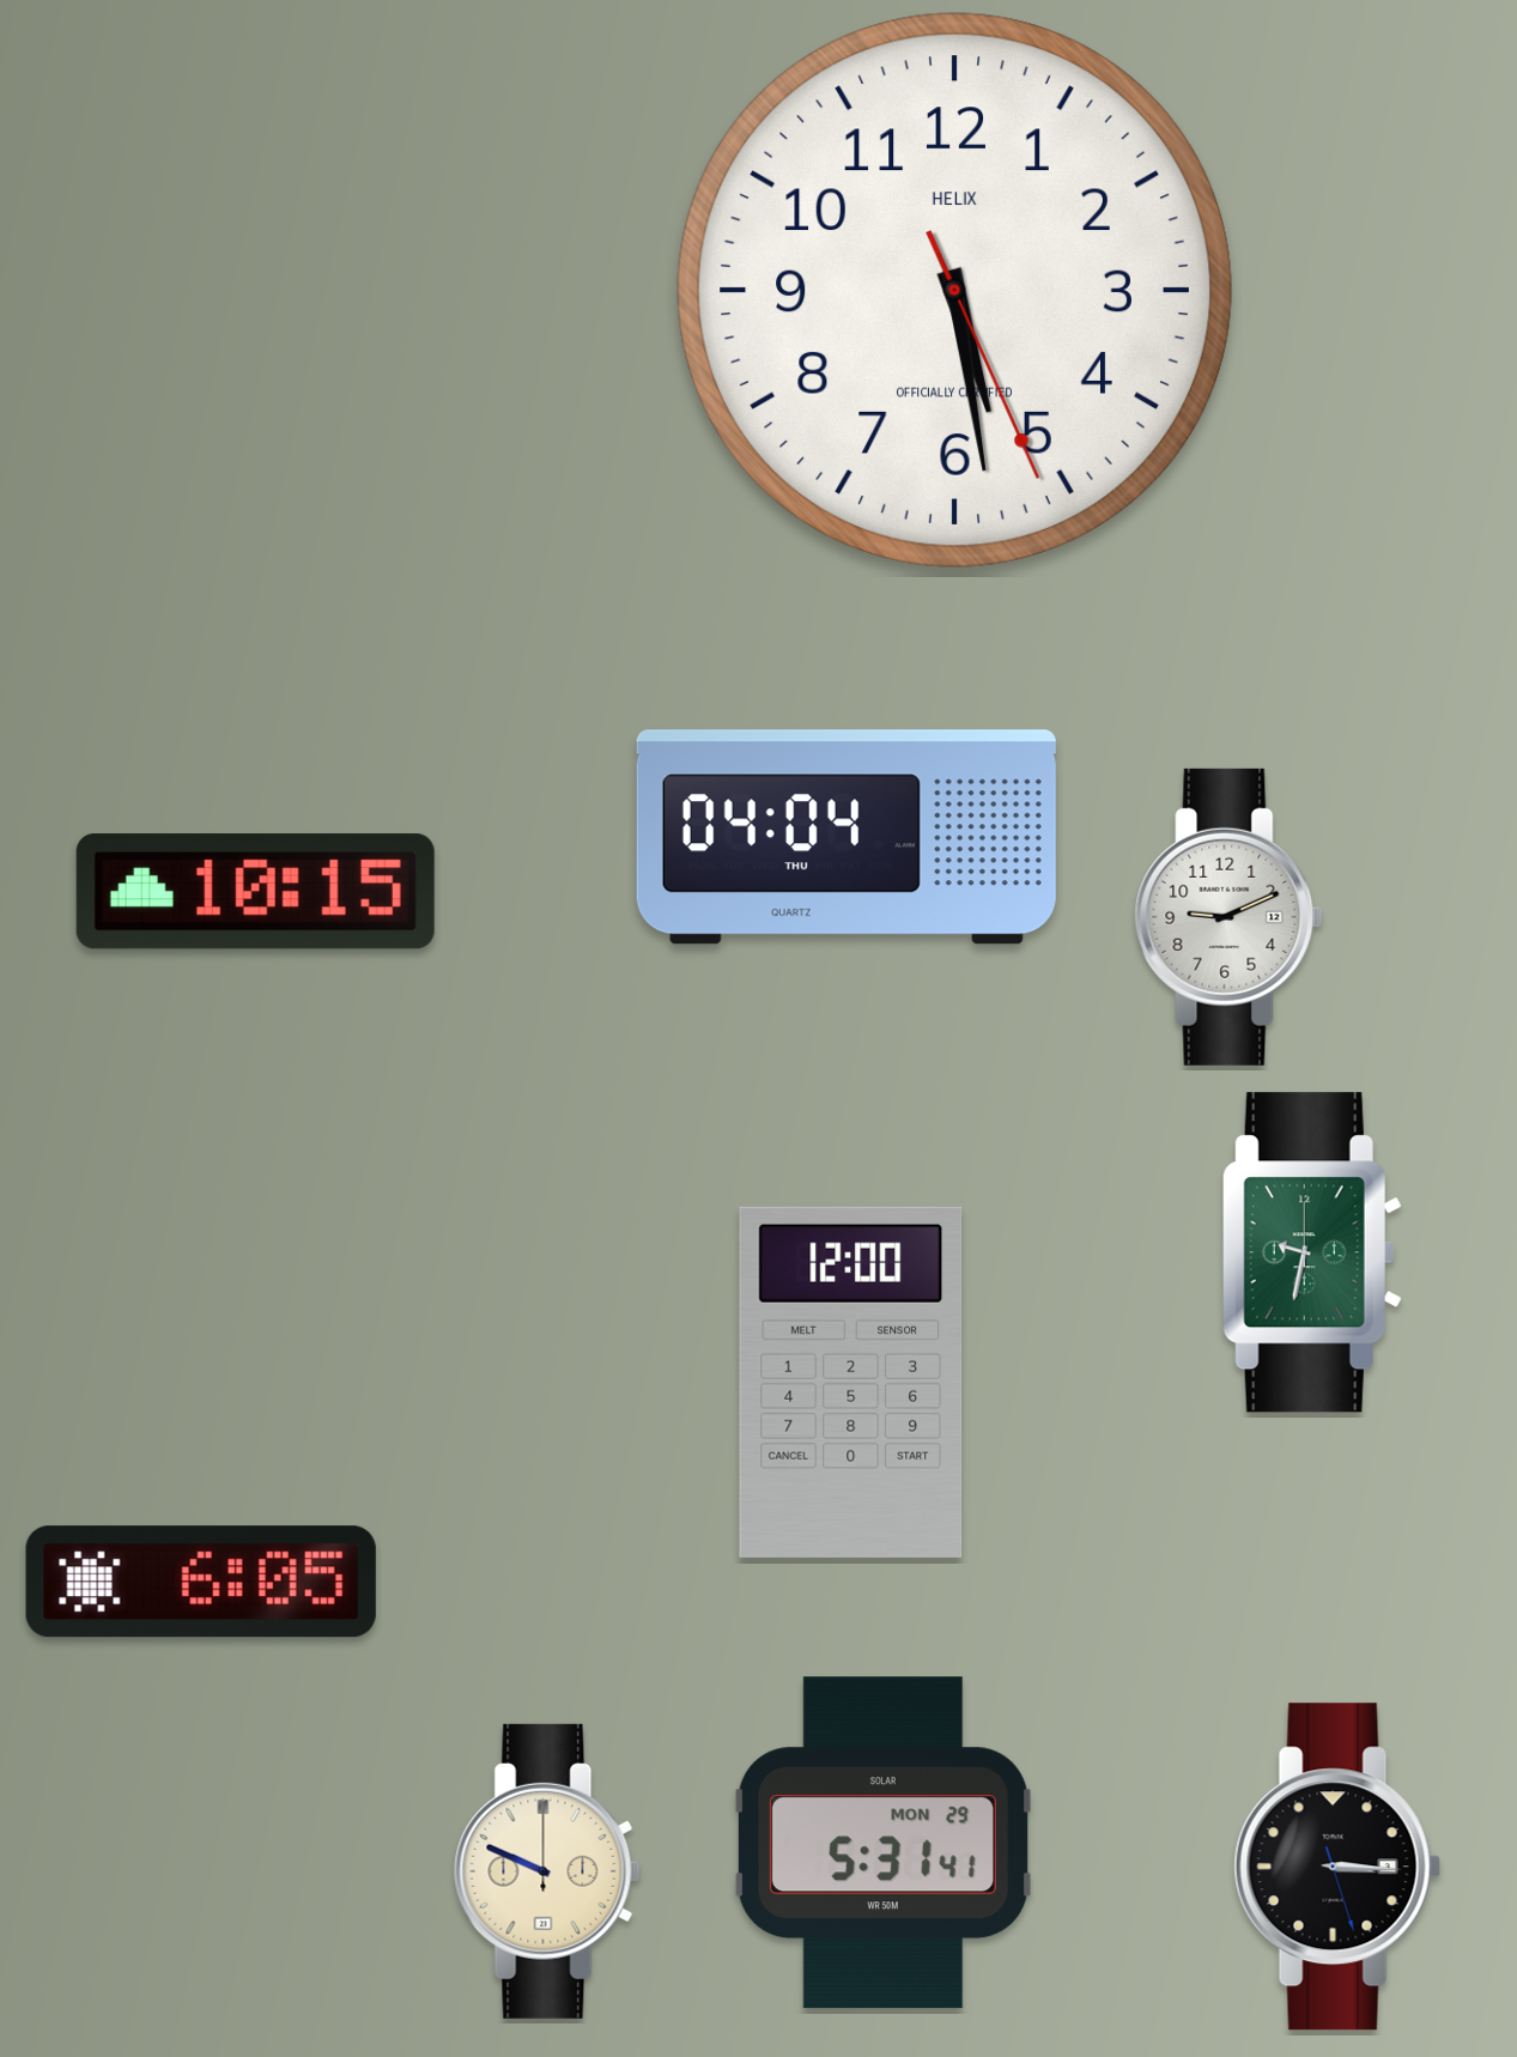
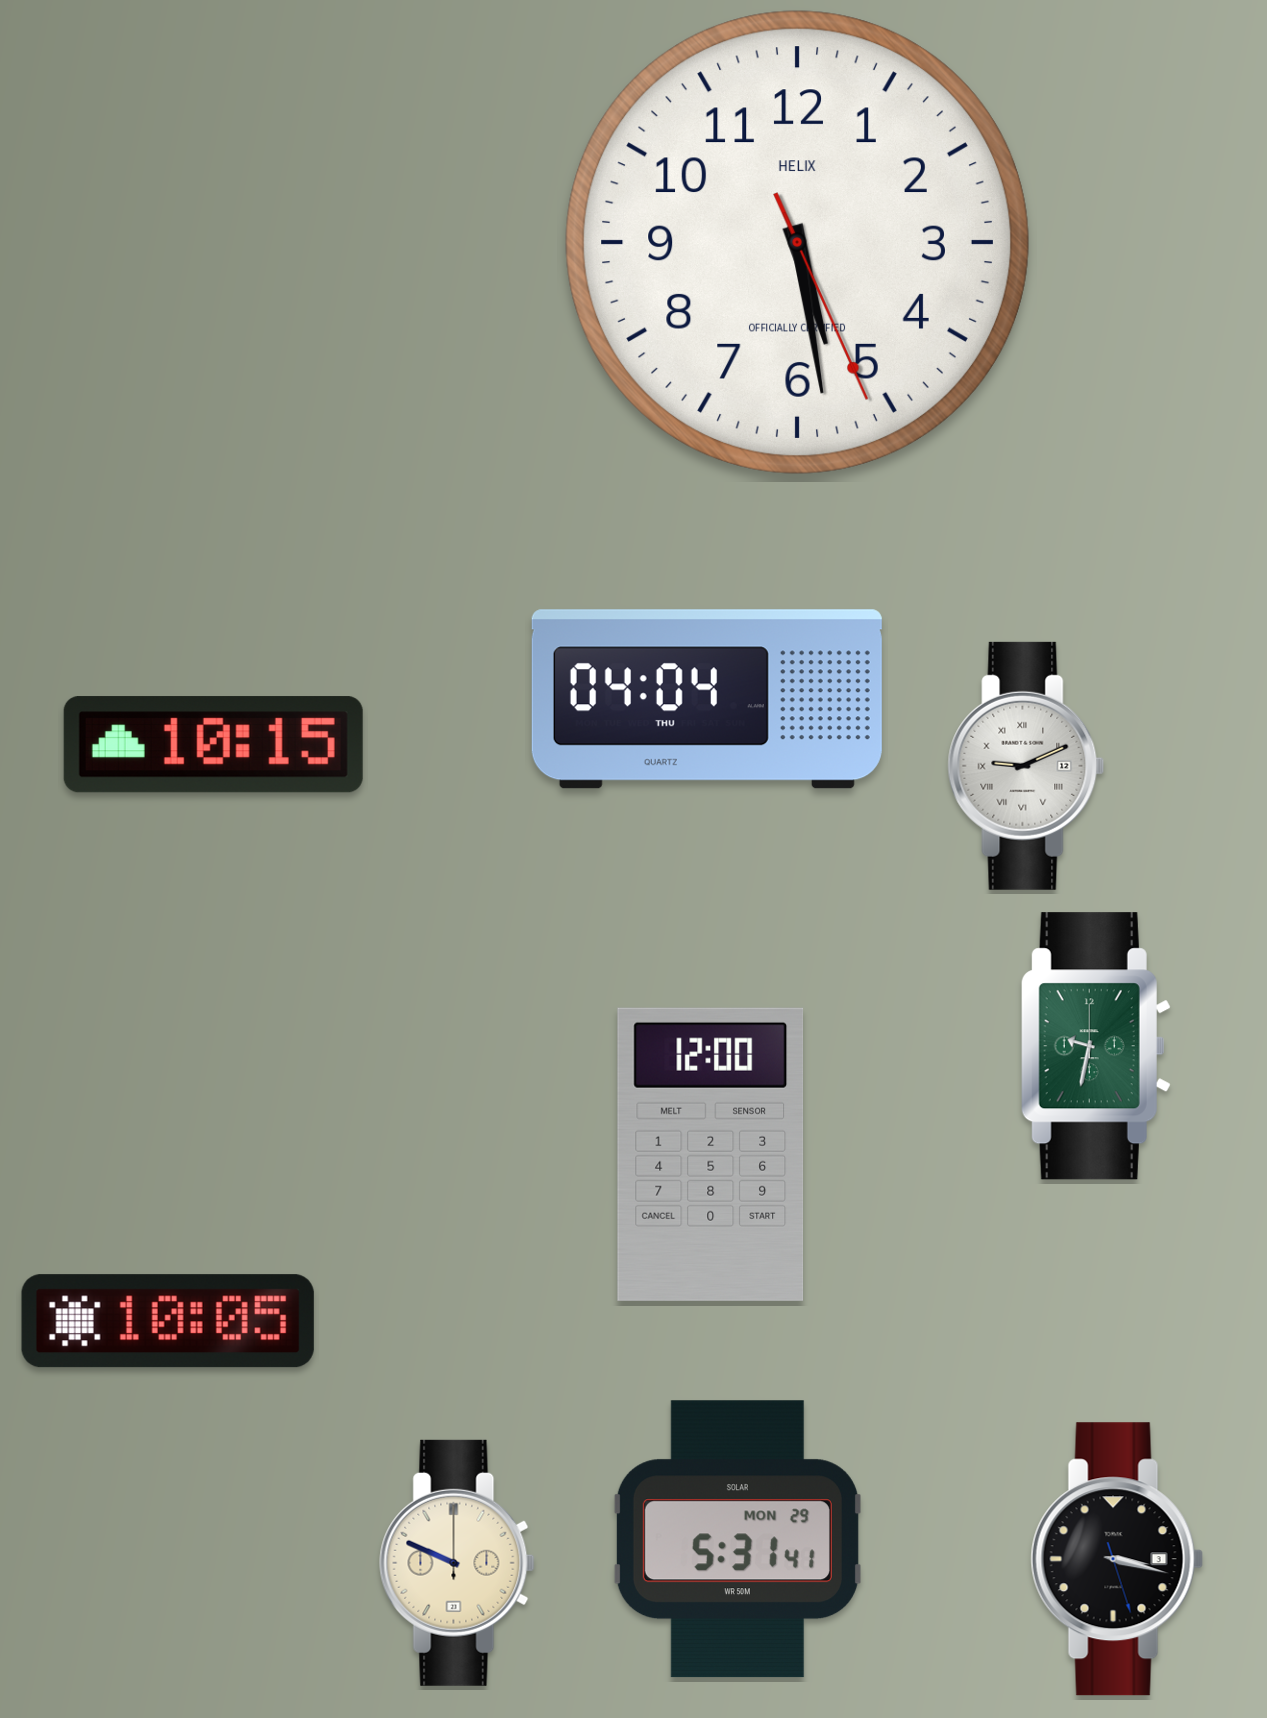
clock at (1228, 917) numerals: Arabic -> Roman
clock at (201, 1582): 6:05 -> 10:05
clock at (1337, 1867): 3:15 -> 3:17
